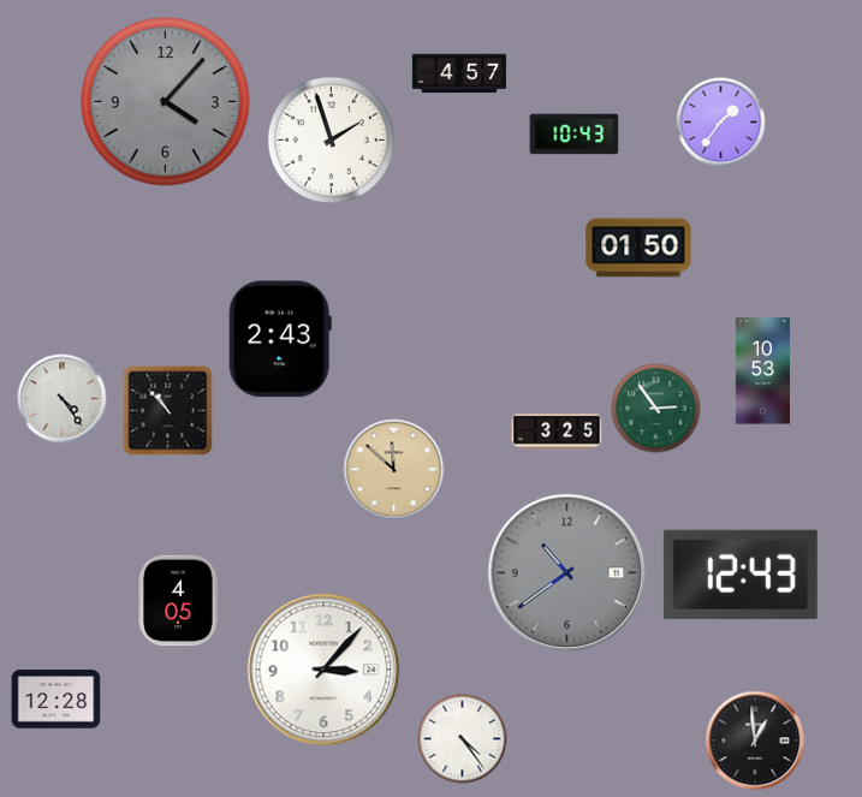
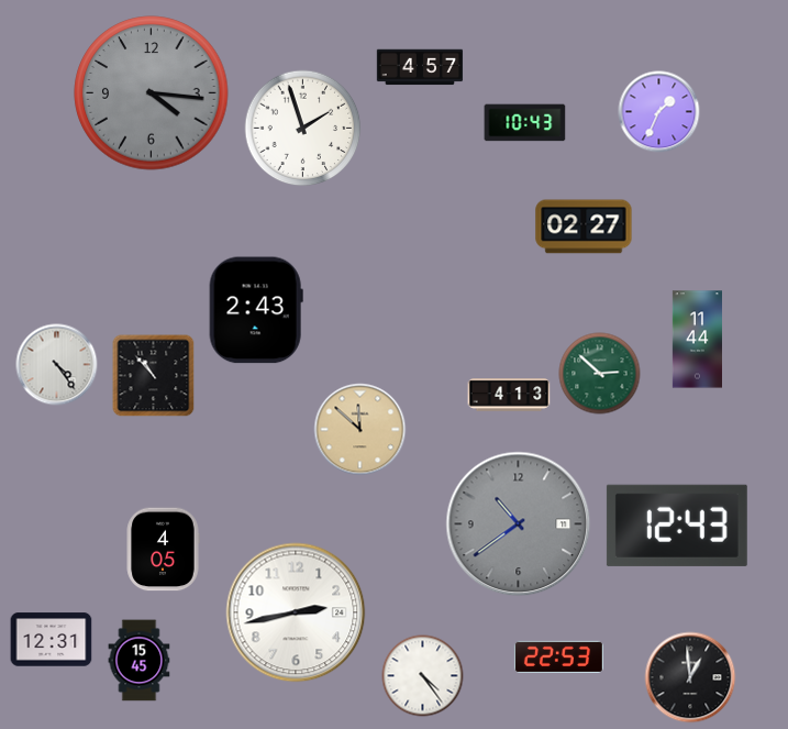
clock at (166, 102): 4:07 -> 4:16
clock at (721, 123): 1:36 -> 1:34
clock at (638, 248): 01:50 -> 02:27
clock at (762, 371): 10:53 -> 11:44
clock at (656, 409): 2:54 -> 2:52
clock at (557, 432): 3:25 -> 4:13
clock at (323, 670): 3:07 -> 2:43
clock at (57, 700): 12:28 -> 12:31
clock at (558, 656): none -> 22:53
clock at (140, 661): none -> 15:45
